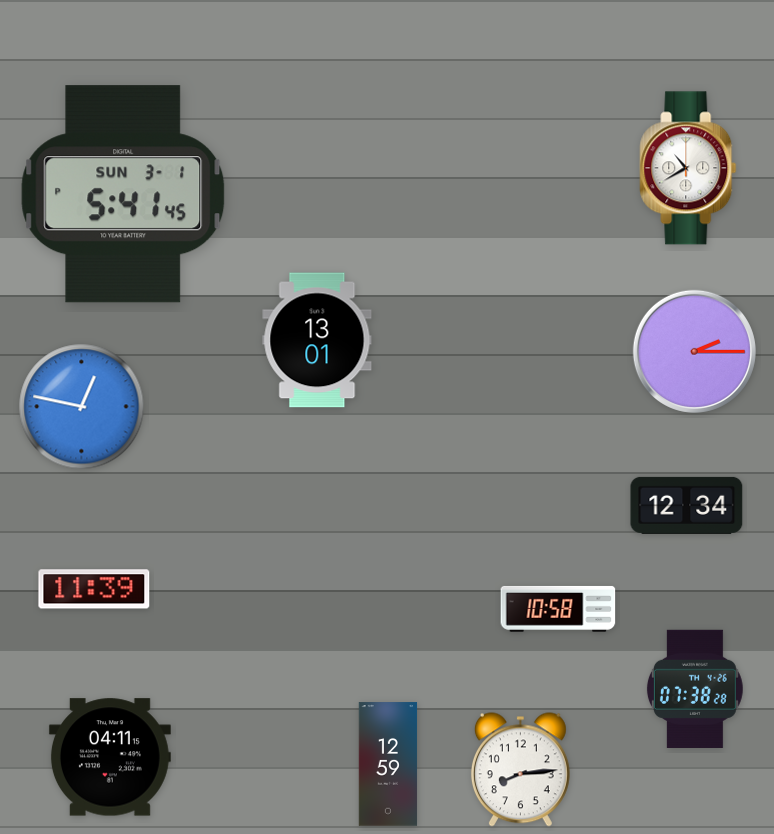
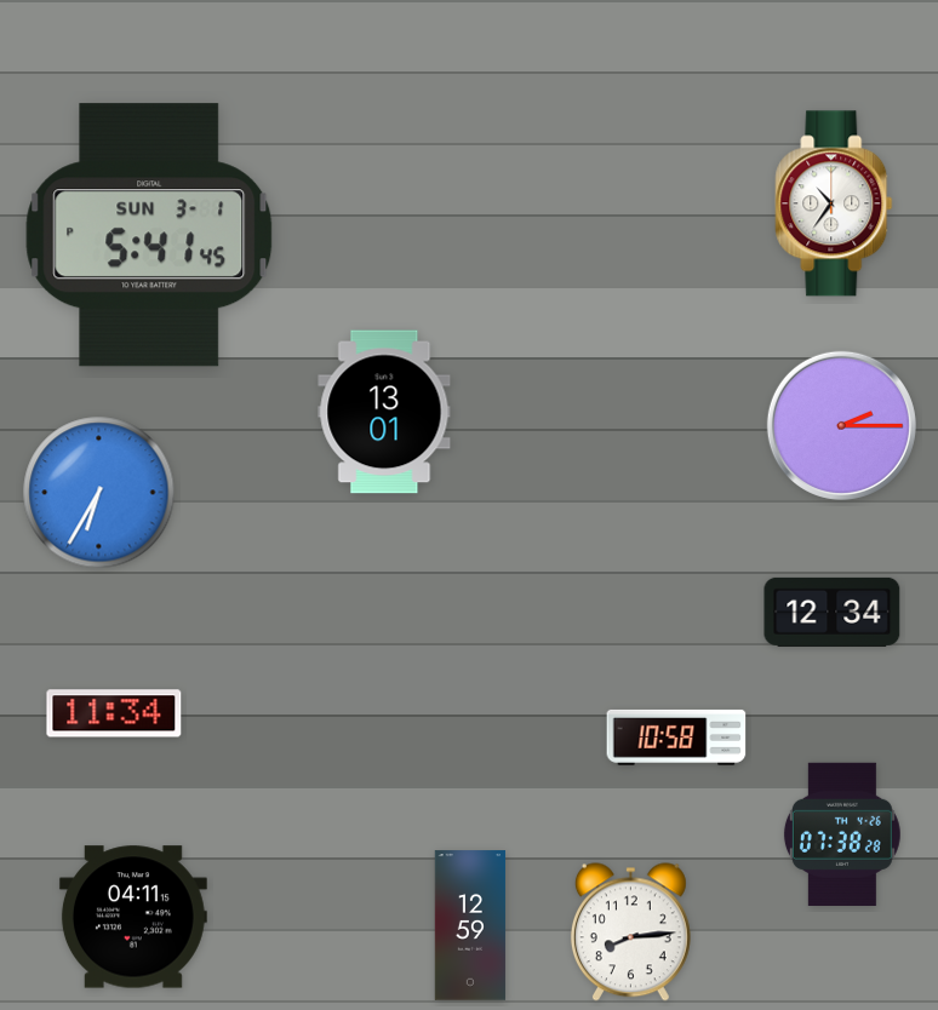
clock at (688, 168): 10:40 -> 10:36
clock at (82, 407): 12:47 -> 6:35
clock at (94, 589): 11:39 -> 11:34
